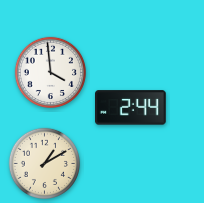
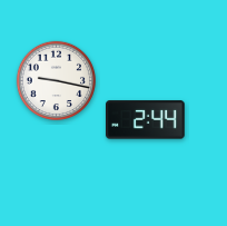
clock at (51, 73): 3:59 -> 9:17
clock at (45, 164): 1:10 -> none
